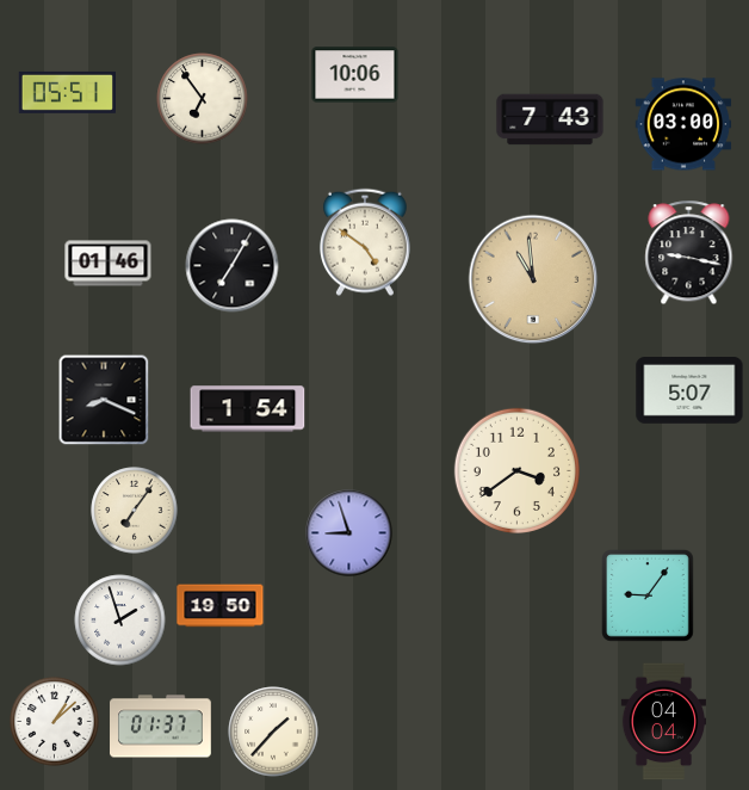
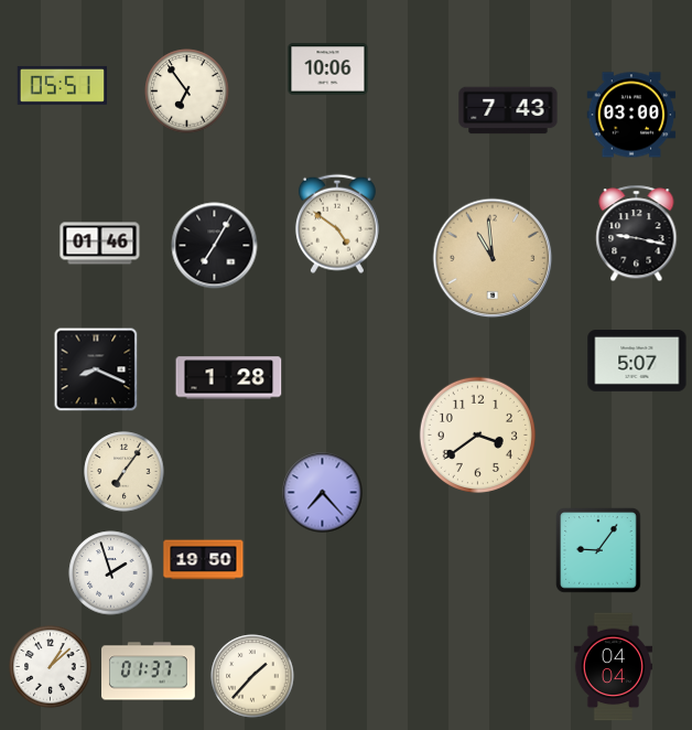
clock at (248, 409): 1:54 -> 1:28
clock at (349, 533): 8:57 -> 7:23
